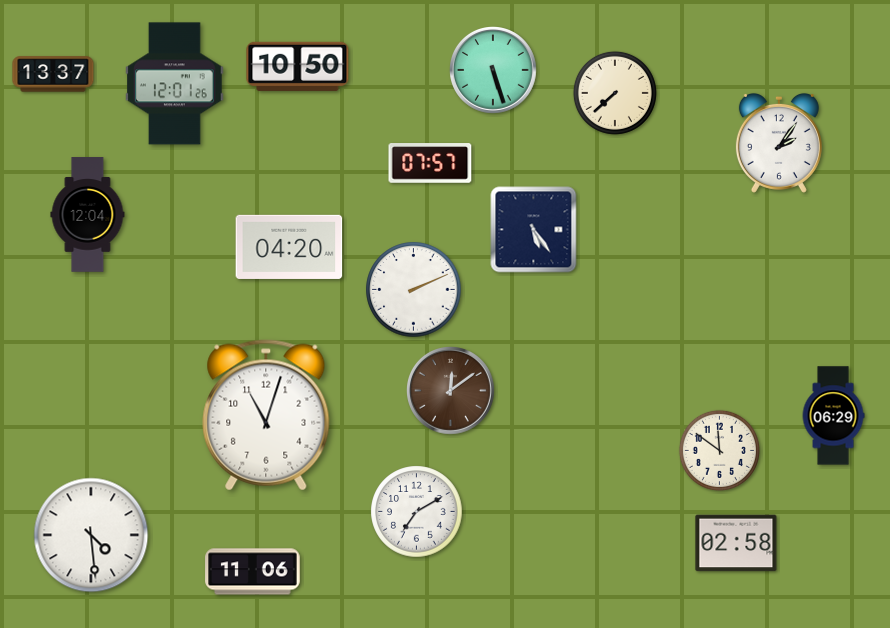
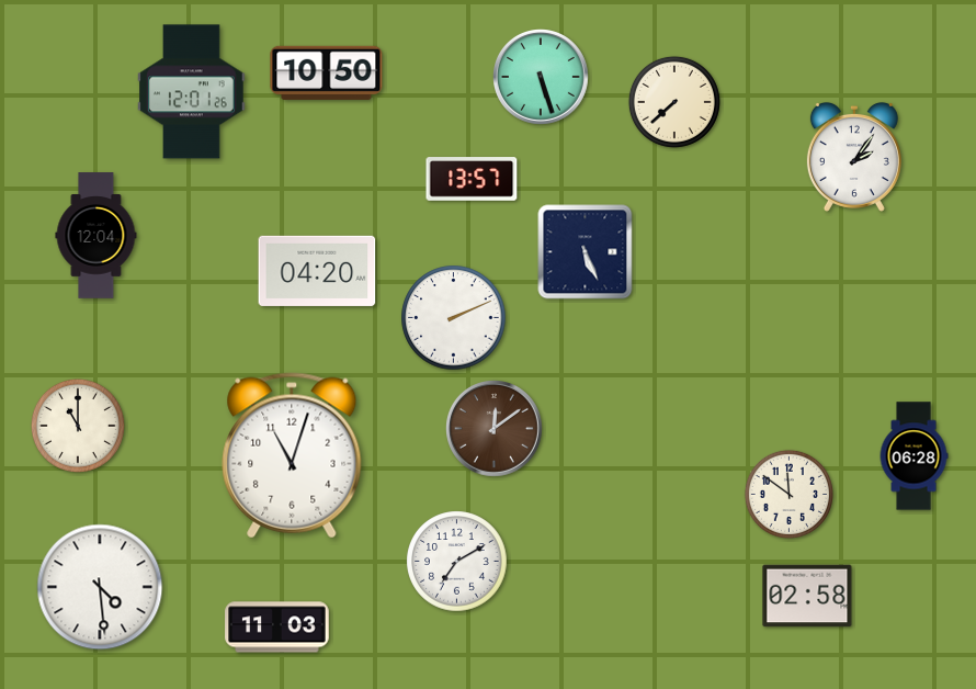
clock at (53, 74): 13:37 -> none
clock at (430, 163): 07:57 -> 13:57
clock at (534, 230): 5:24 -> 5:26
clock at (78, 426): none -> 11:00
clock at (833, 416): 06:29 -> 06:28
clock at (253, 572): 11:06 -> 11:03
